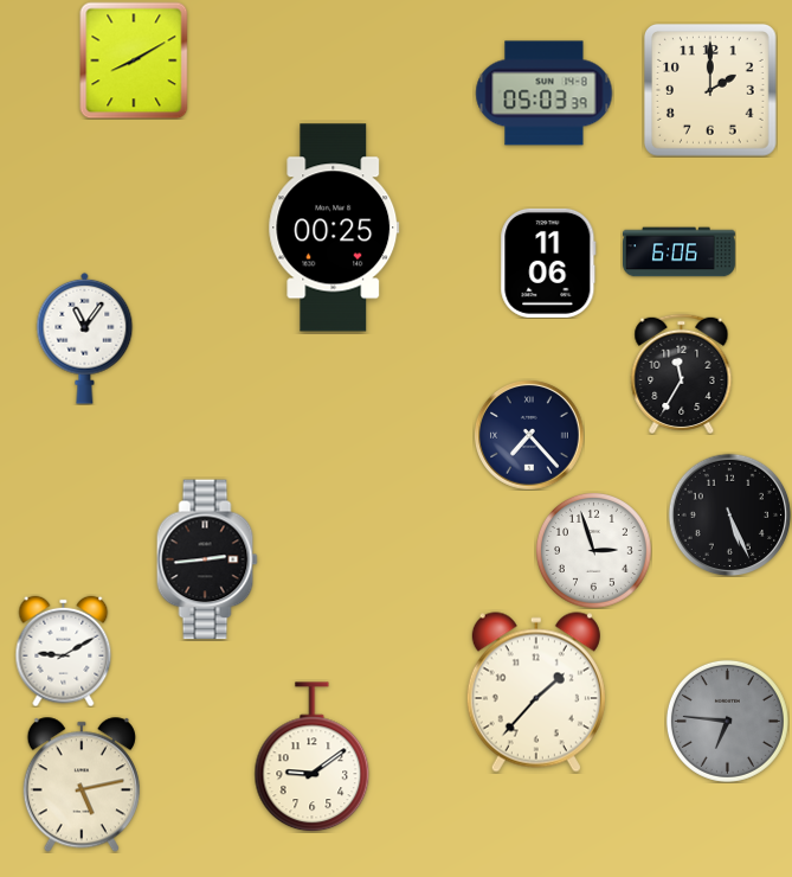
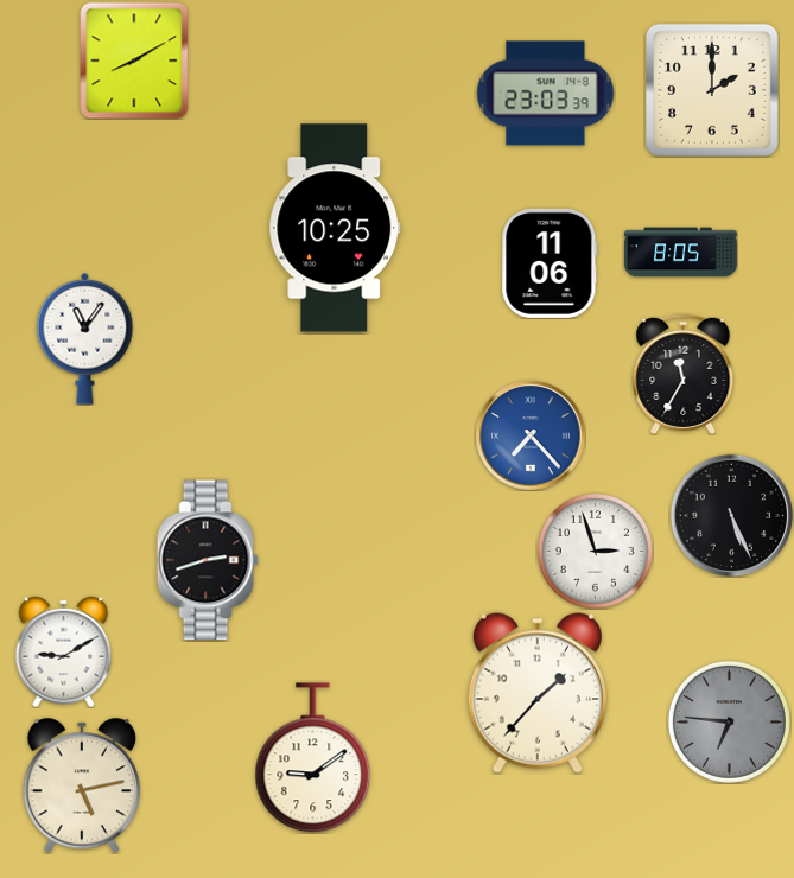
clock at (545, 94): 05:03 -> 23:03
clock at (334, 228): 00:25 -> 10:25
clock at (680, 252): 6:06 -> 8:05
clock at (529, 435) dial: navy -> blue
clock at (207, 559): 2:44 -> 2:42
